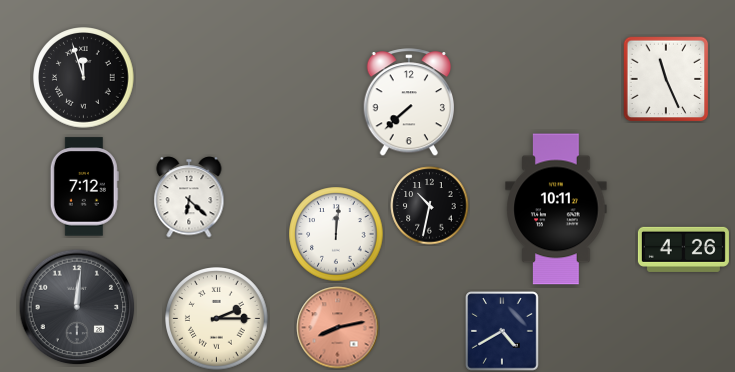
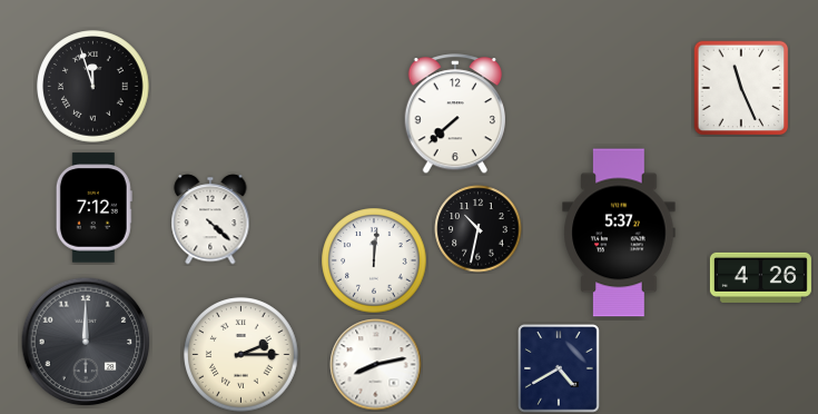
clock at (189, 197): 6:22 -> 4:22
clock at (556, 209): 10:11 -> 5:37
clock at (77, 307): 12:01 -> 12:00
clock at (338, 328) dial: salmon -> white
